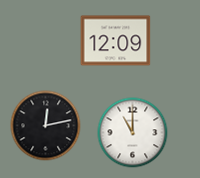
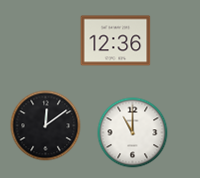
clock at (116, 41): 12:09 -> 12:36
clock at (46, 126): 12:13 -> 12:09
